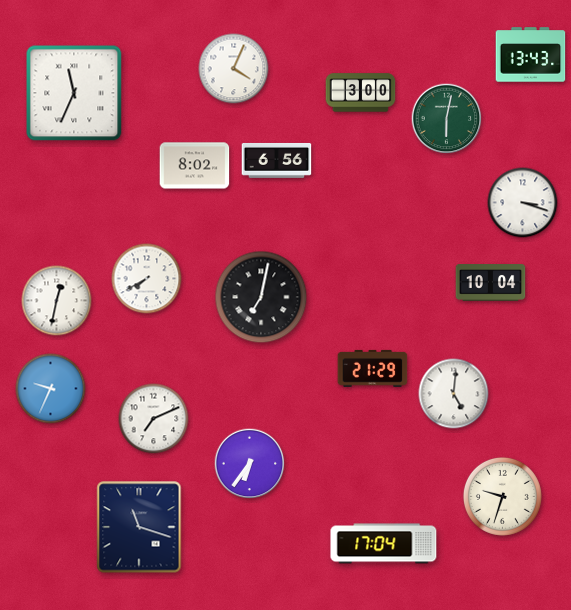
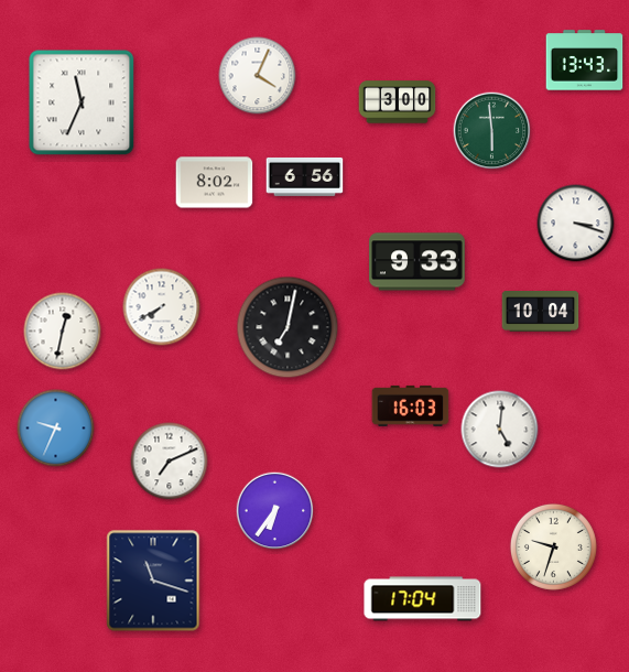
clock at (447, 119): 6:02 -> 5:59
clock at (417, 262): none -> 9:33
clock at (373, 368): 21:29 -> 16:03
clock at (454, 394) position: (454, 394) -> (500, 430)
